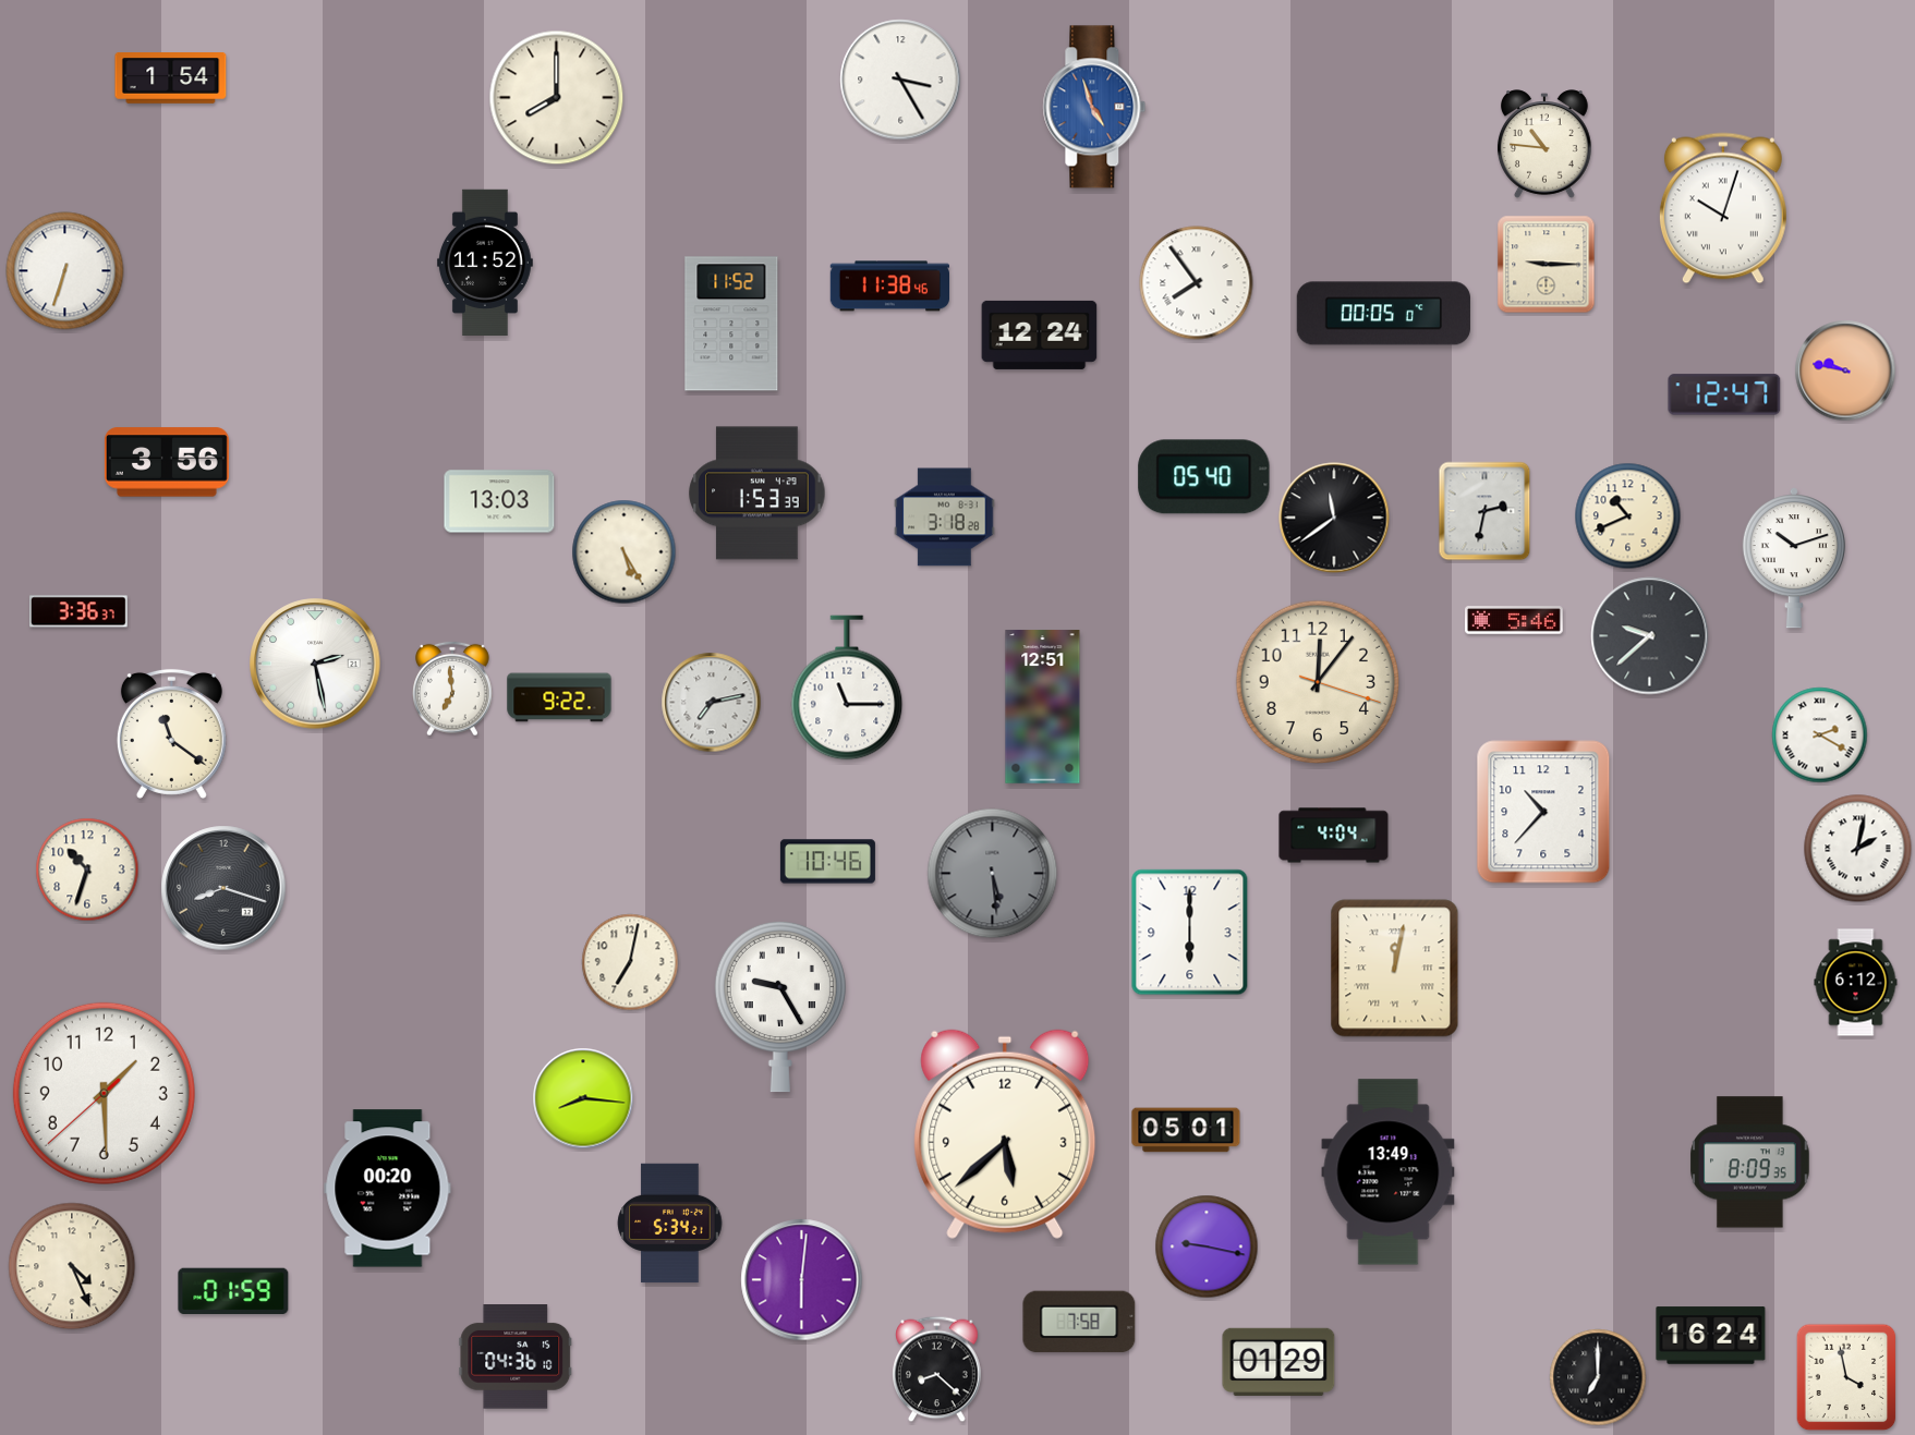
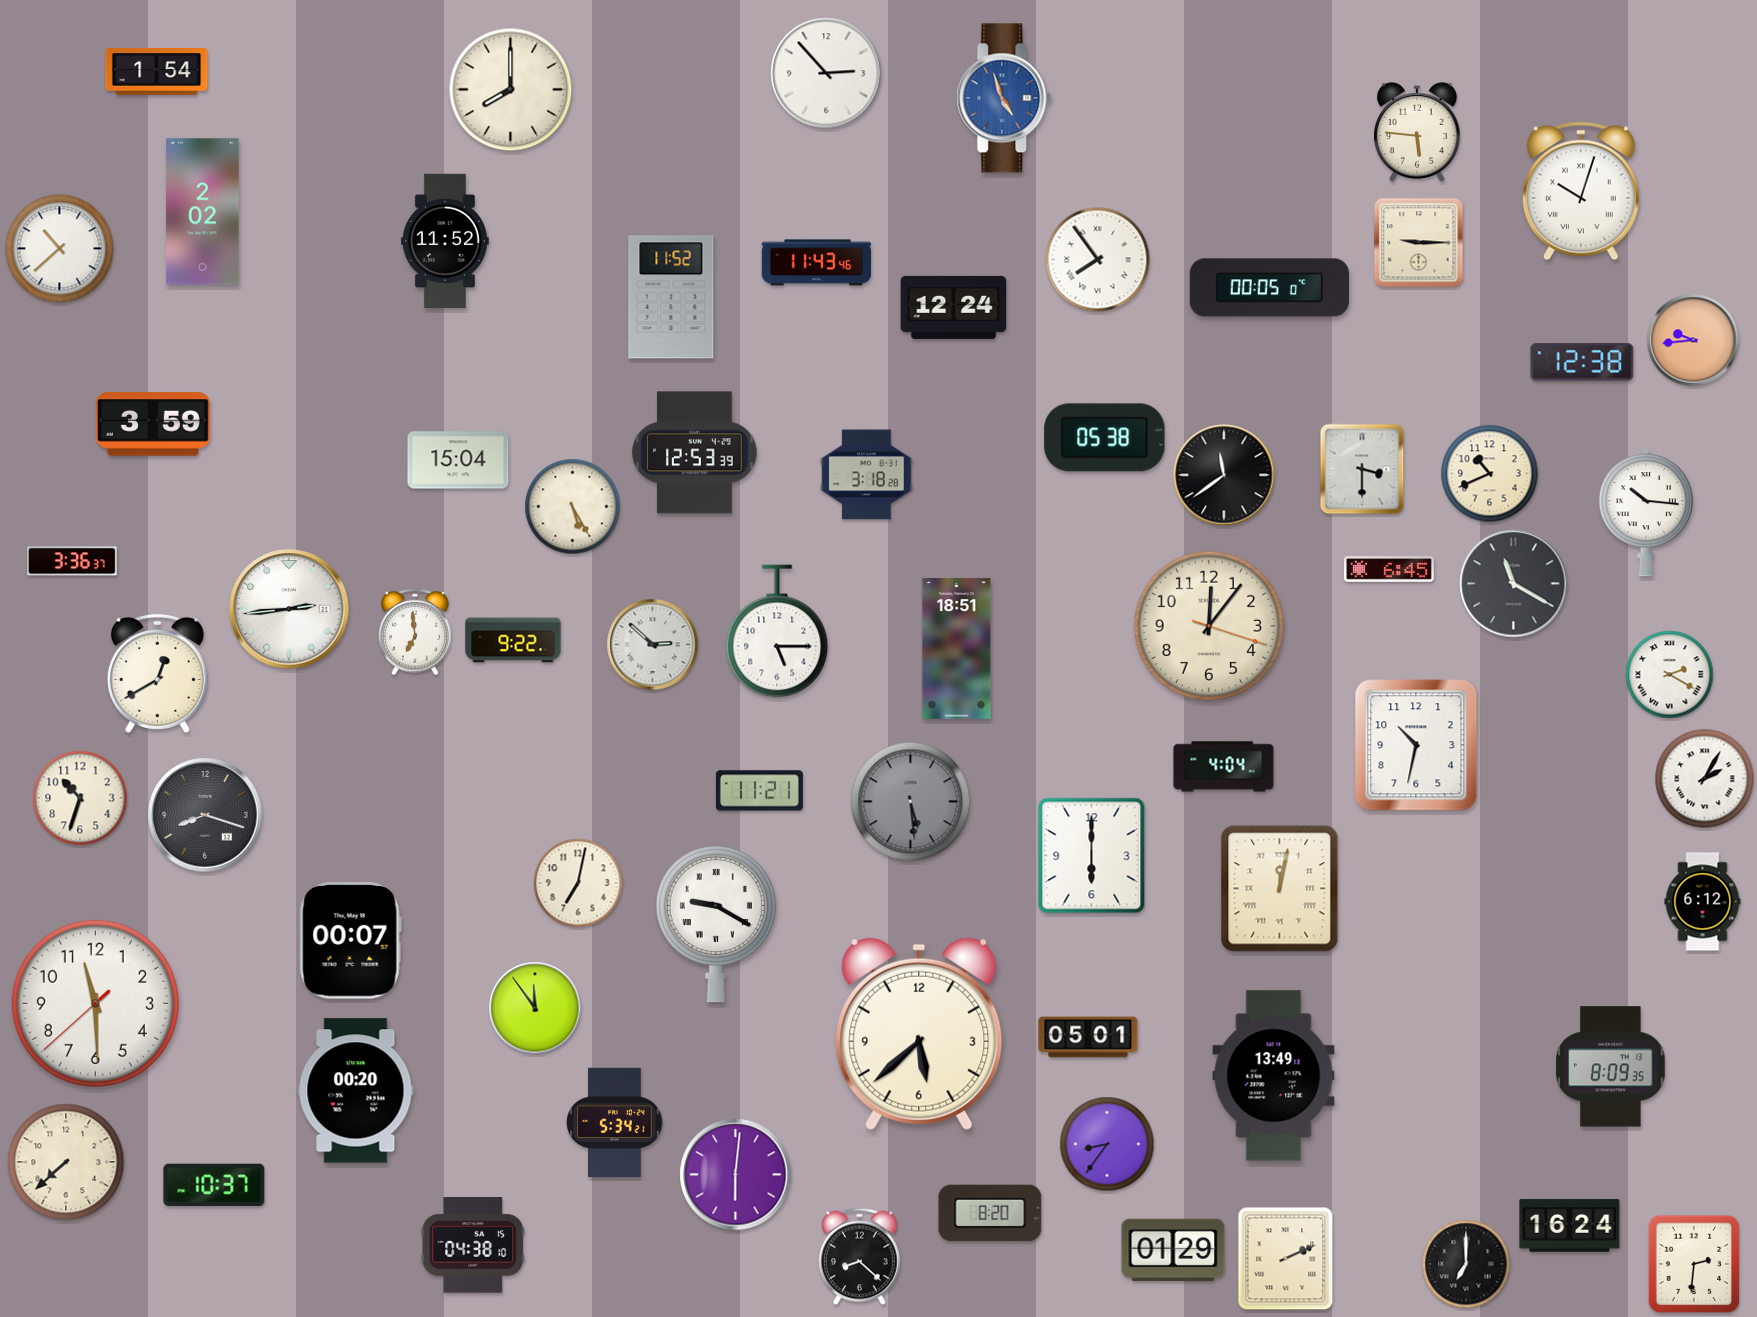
clock at (900, 80): 3:25 -> 2:53
clock at (1544, 144): 10:46 -> 5:46
clock at (203, 212): none -> 2:02
clock at (65, 271): 6:33 -> 10:38
clock at (889, 287): 11:38 -> 11:43
clock at (1845, 370): 9:47 -> 9:44
clock at (1724, 394): 12:47 -> 12:38
clock at (167, 462): 3:56 -> 3:59
clock at (1204, 477): 05:40 -> 05:38
clock at (757, 494): 1:53 -> 12:53
clock at (499, 501): 13:03 -> 15:04
clock at (1484, 511): 2:32 -> 3:30
clock at (1628, 516) position: (1628, 516) -> (1490, 474)
clock at (1794, 559): 10:12 -> 10:16
clock at (1515, 620): 5:46 -> 6:45
clock at (1650, 636): 9:38 -> 11:20
clock at (315, 664): 2:28 -> 2:44
clock at (847, 688): 11:15 -> 5:15
clock at (712, 703): 7:13 -> 2:52
clock at (1043, 707): 12:51 -> 18:51
clock at (171, 733): 11:21 -> 12:40
clock at (1543, 812): 10:37 -> 10:32
clock at (1858, 849): 2:02 -> 2:05
clock at (827, 862): 10:46 -> 11:21
clock at (780, 1007): 9:25 -> 9:20
clock at (350, 941): none -> 00:07
clock at (104, 1093): 1:29 -> 11:29
clock at (583, 1098): 8:16 -> 11:54
clock at (1005, 1134) position: (1005, 1134) -> (919, 1034)
clock at (1750, 1163) position: (1750, 1163) -> (1611, 1067)
clock at (1207, 1246): 9:17 -> 8:36
clock at (72, 1266): 4:26 -> 7:38
clock at (233, 1290): 01:59 -> 10:37
clock at (1079, 1322): 7:58 -> 8:20
clock at (516, 1357): 04:36 -> 04:38
clock at (1286, 1259): none -> 2:11
clock at (1846, 1377): 3:58 -> 2:31
